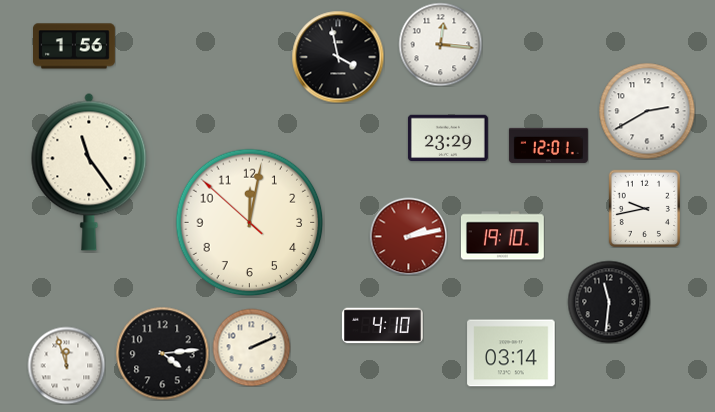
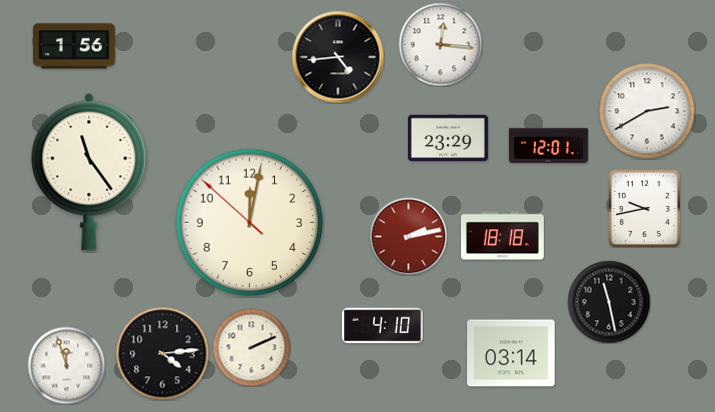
clock at (338, 57): 3:58 -> 4:44
clock at (502, 236): 19:10 -> 18:18
clock at (609, 302): 11:31 -> 11:28
